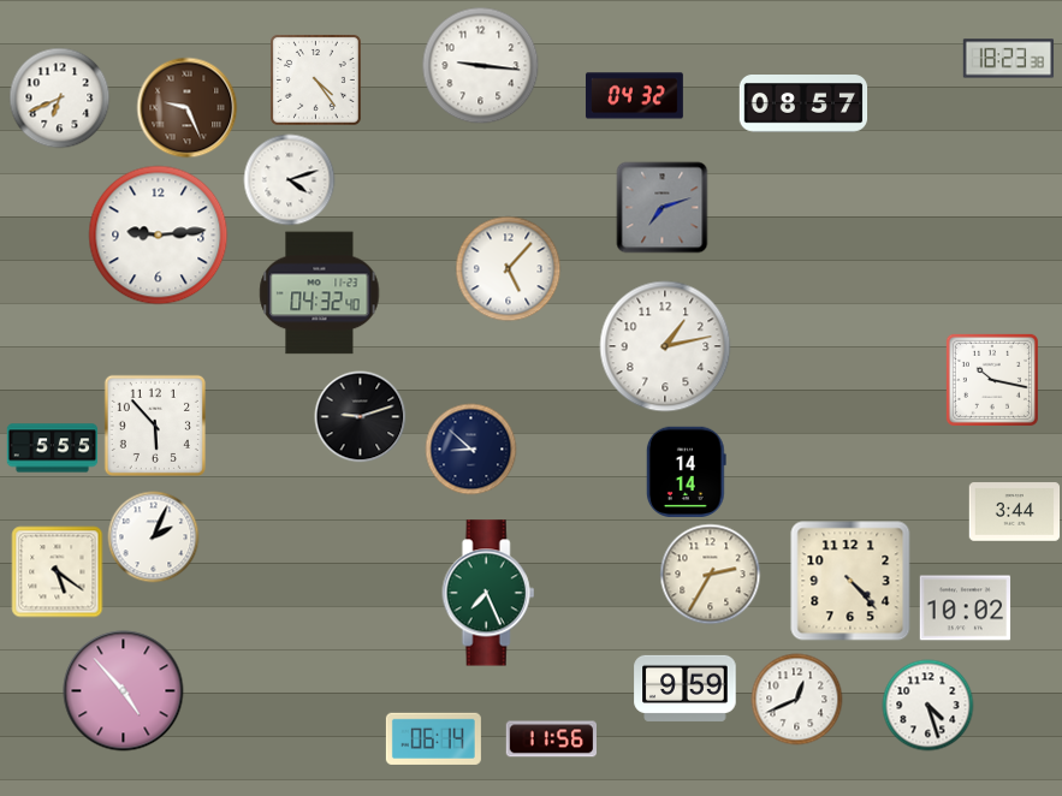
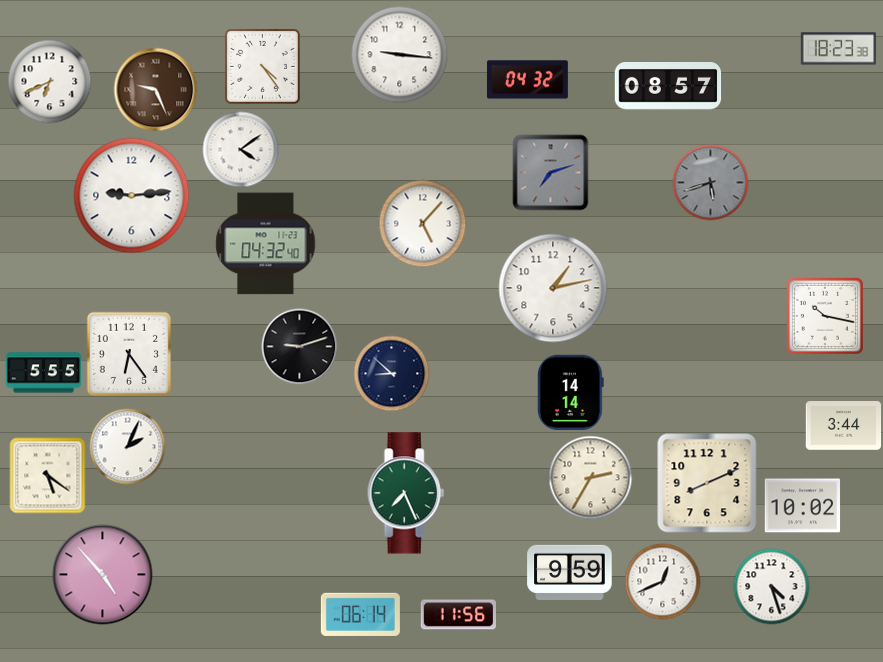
clock at (290, 180): 4:12 -> 4:09
clock at (711, 183): none -> 5:42
clock at (155, 426): 5:53 -> 6:24
clock at (850, 581): 4:23 -> 8:11
